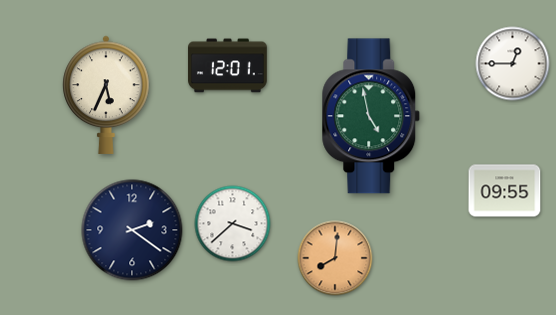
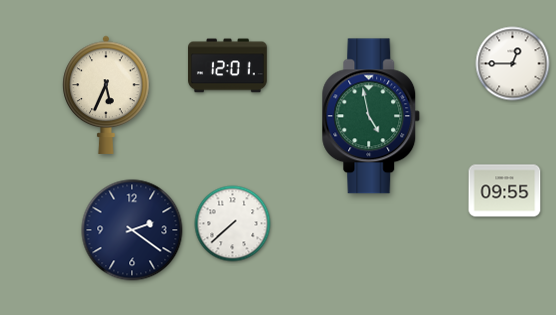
clock at (233, 224): 3:38 -> 7:38
clock at (335, 258): 8:01 -> none
